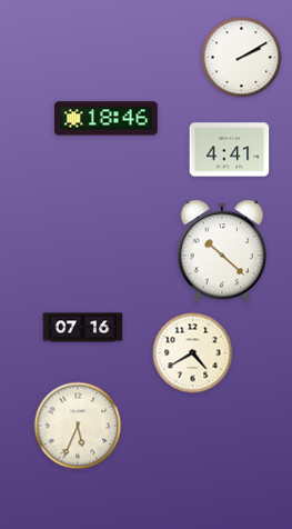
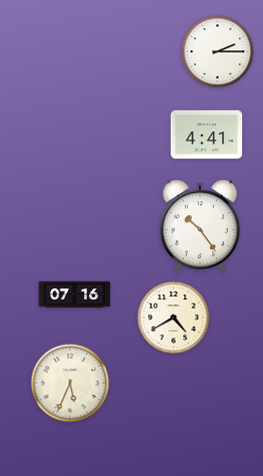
clock at (242, 58): 2:10 -> 2:15
clock at (105, 119): 18:46 -> none
clock at (222, 251): 10:22 -> 10:24
